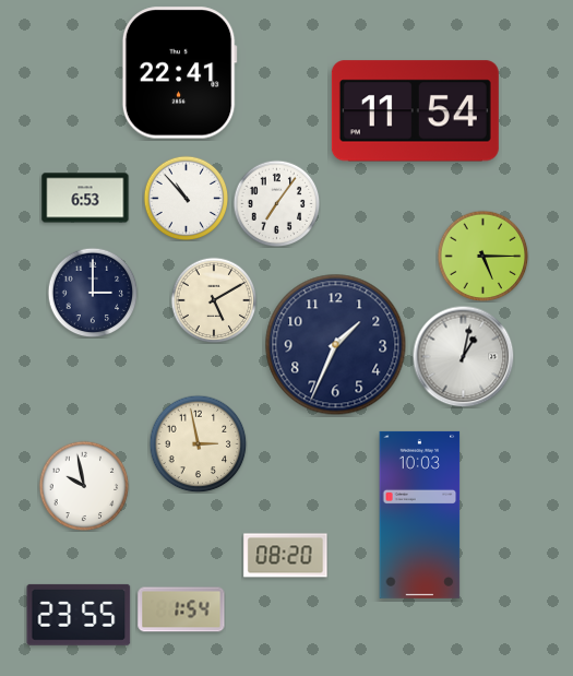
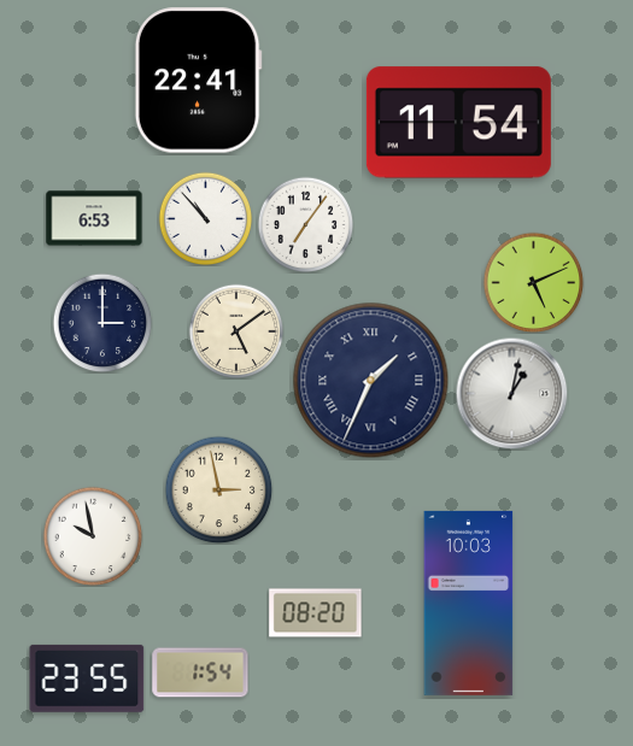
clock at (482, 256): 5:15 -> 5:11
clock at (214, 300): 5:10 -> 5:09
clock at (336, 345) numerals: Arabic -> Roman
clock at (420, 514) position: (420, 514) -> (469, 603)
